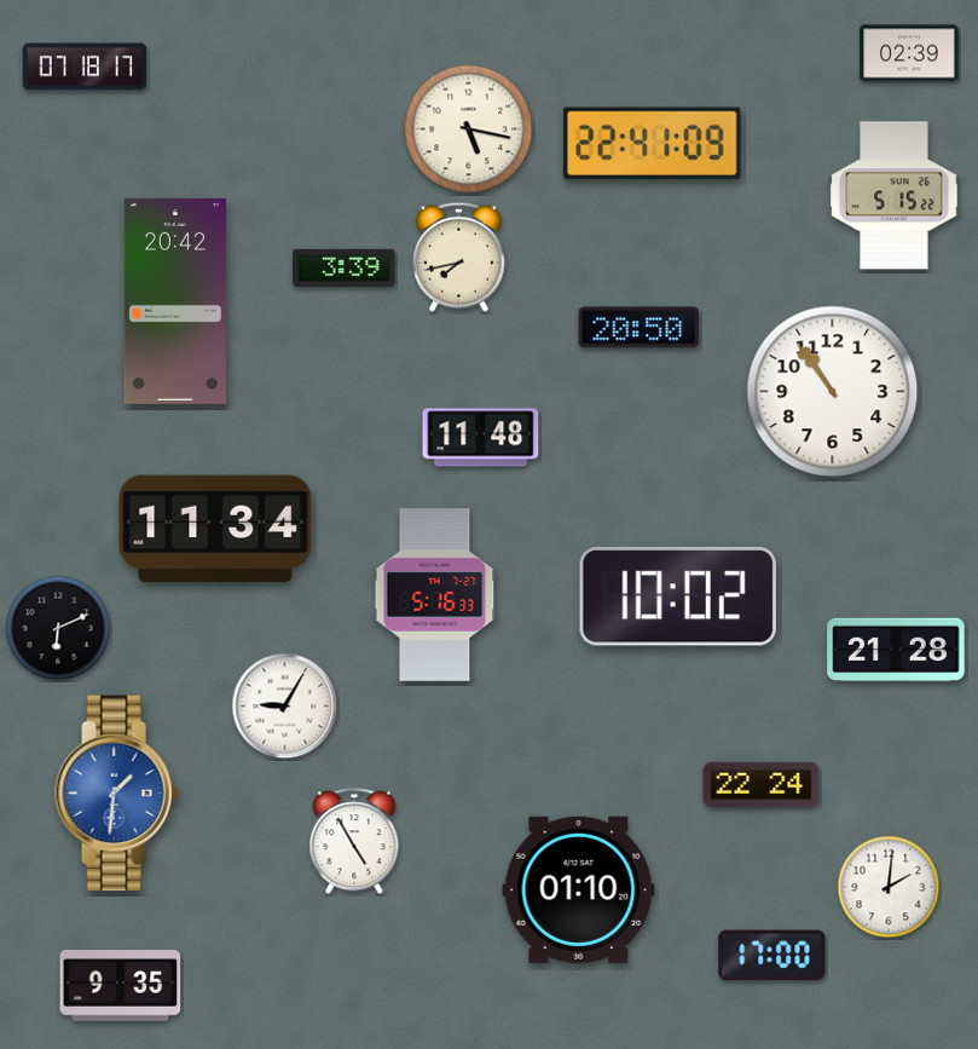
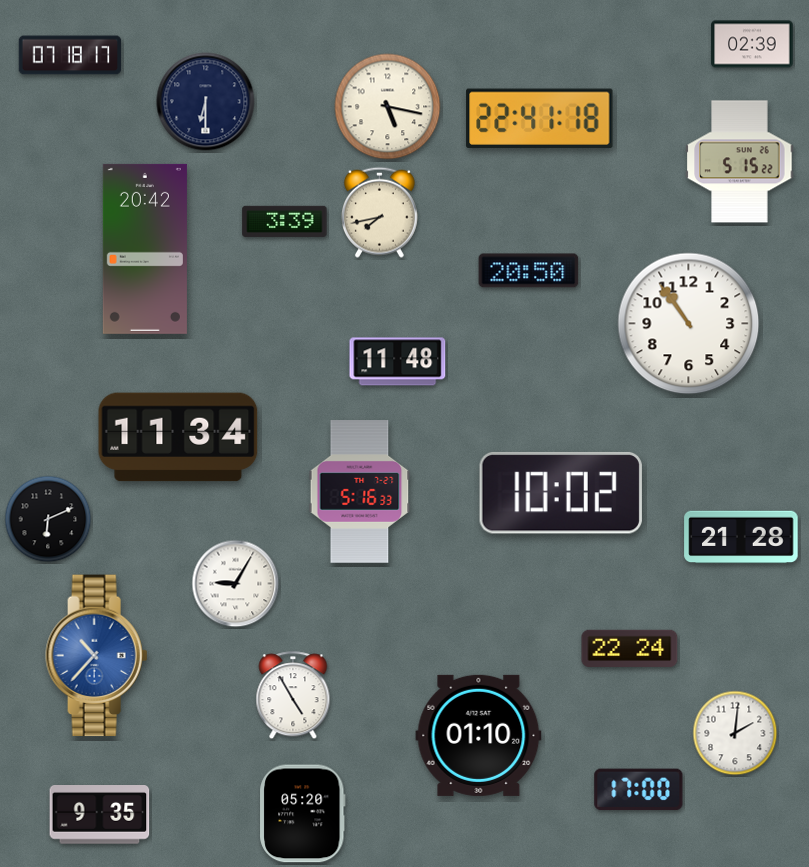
clock at (206, 102): none -> 6:30
clock at (653, 143): 22:41:09 -> 22:41:18
clock at (117, 794): 1:31 -> 10:37
clock at (303, 814): none -> 05:20
